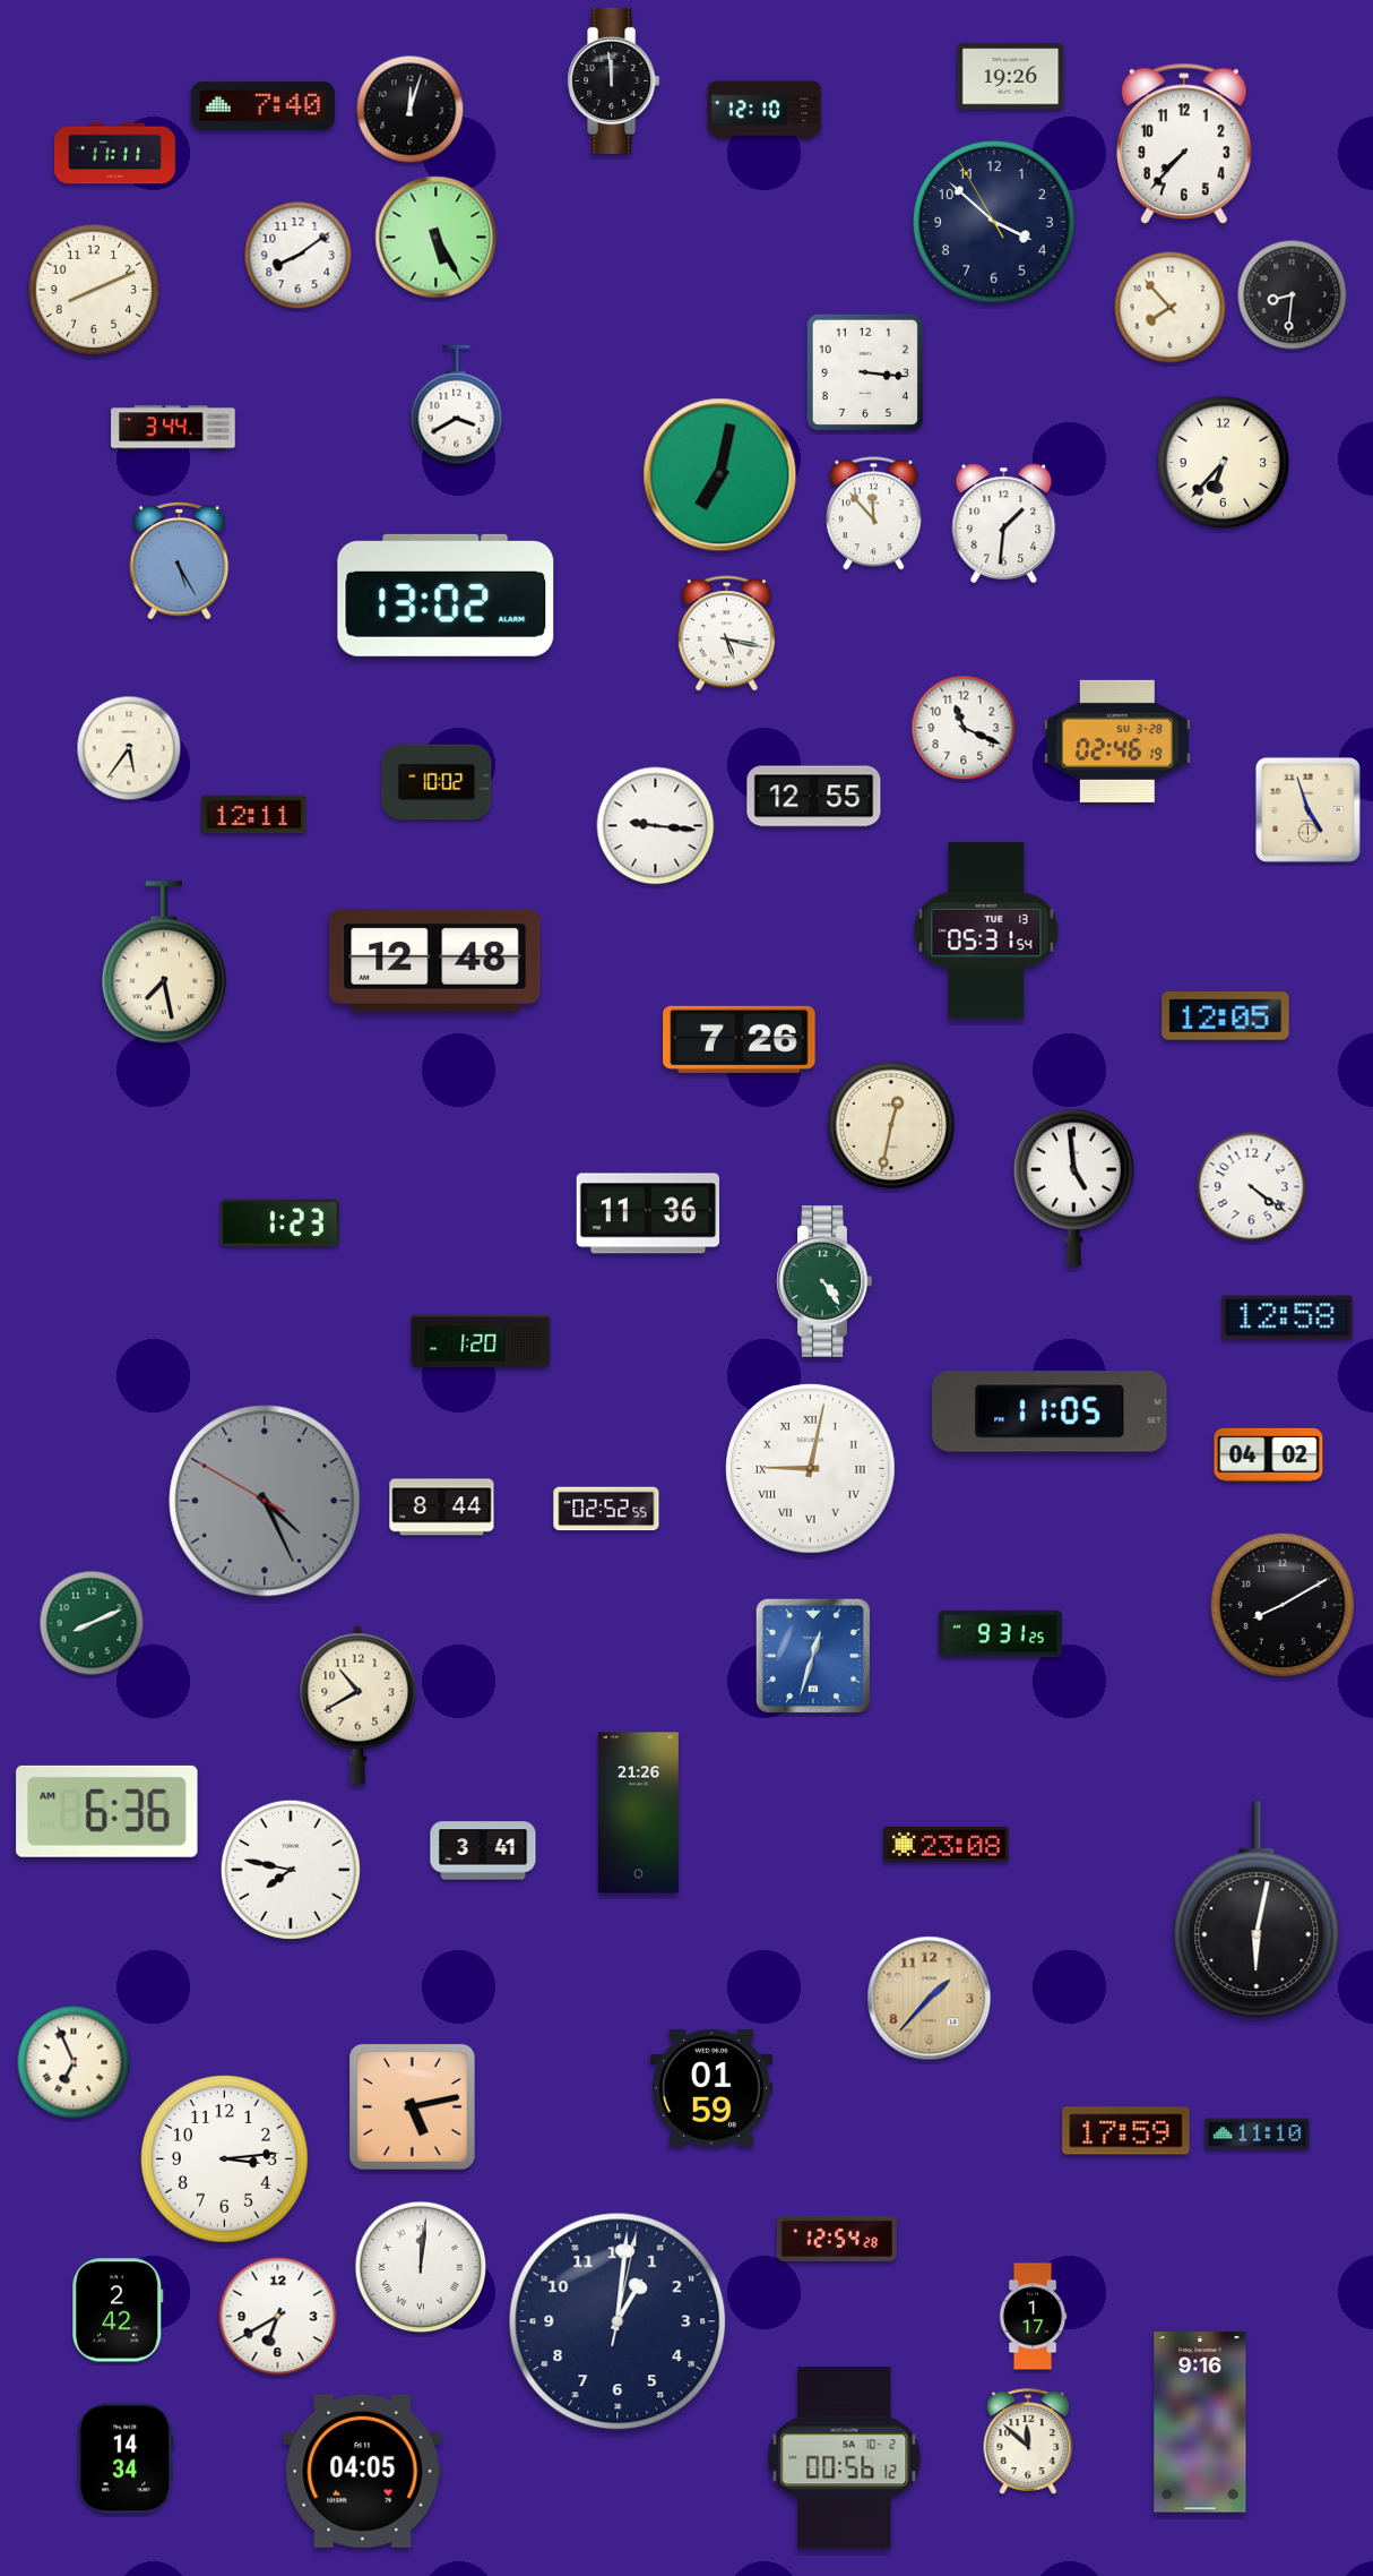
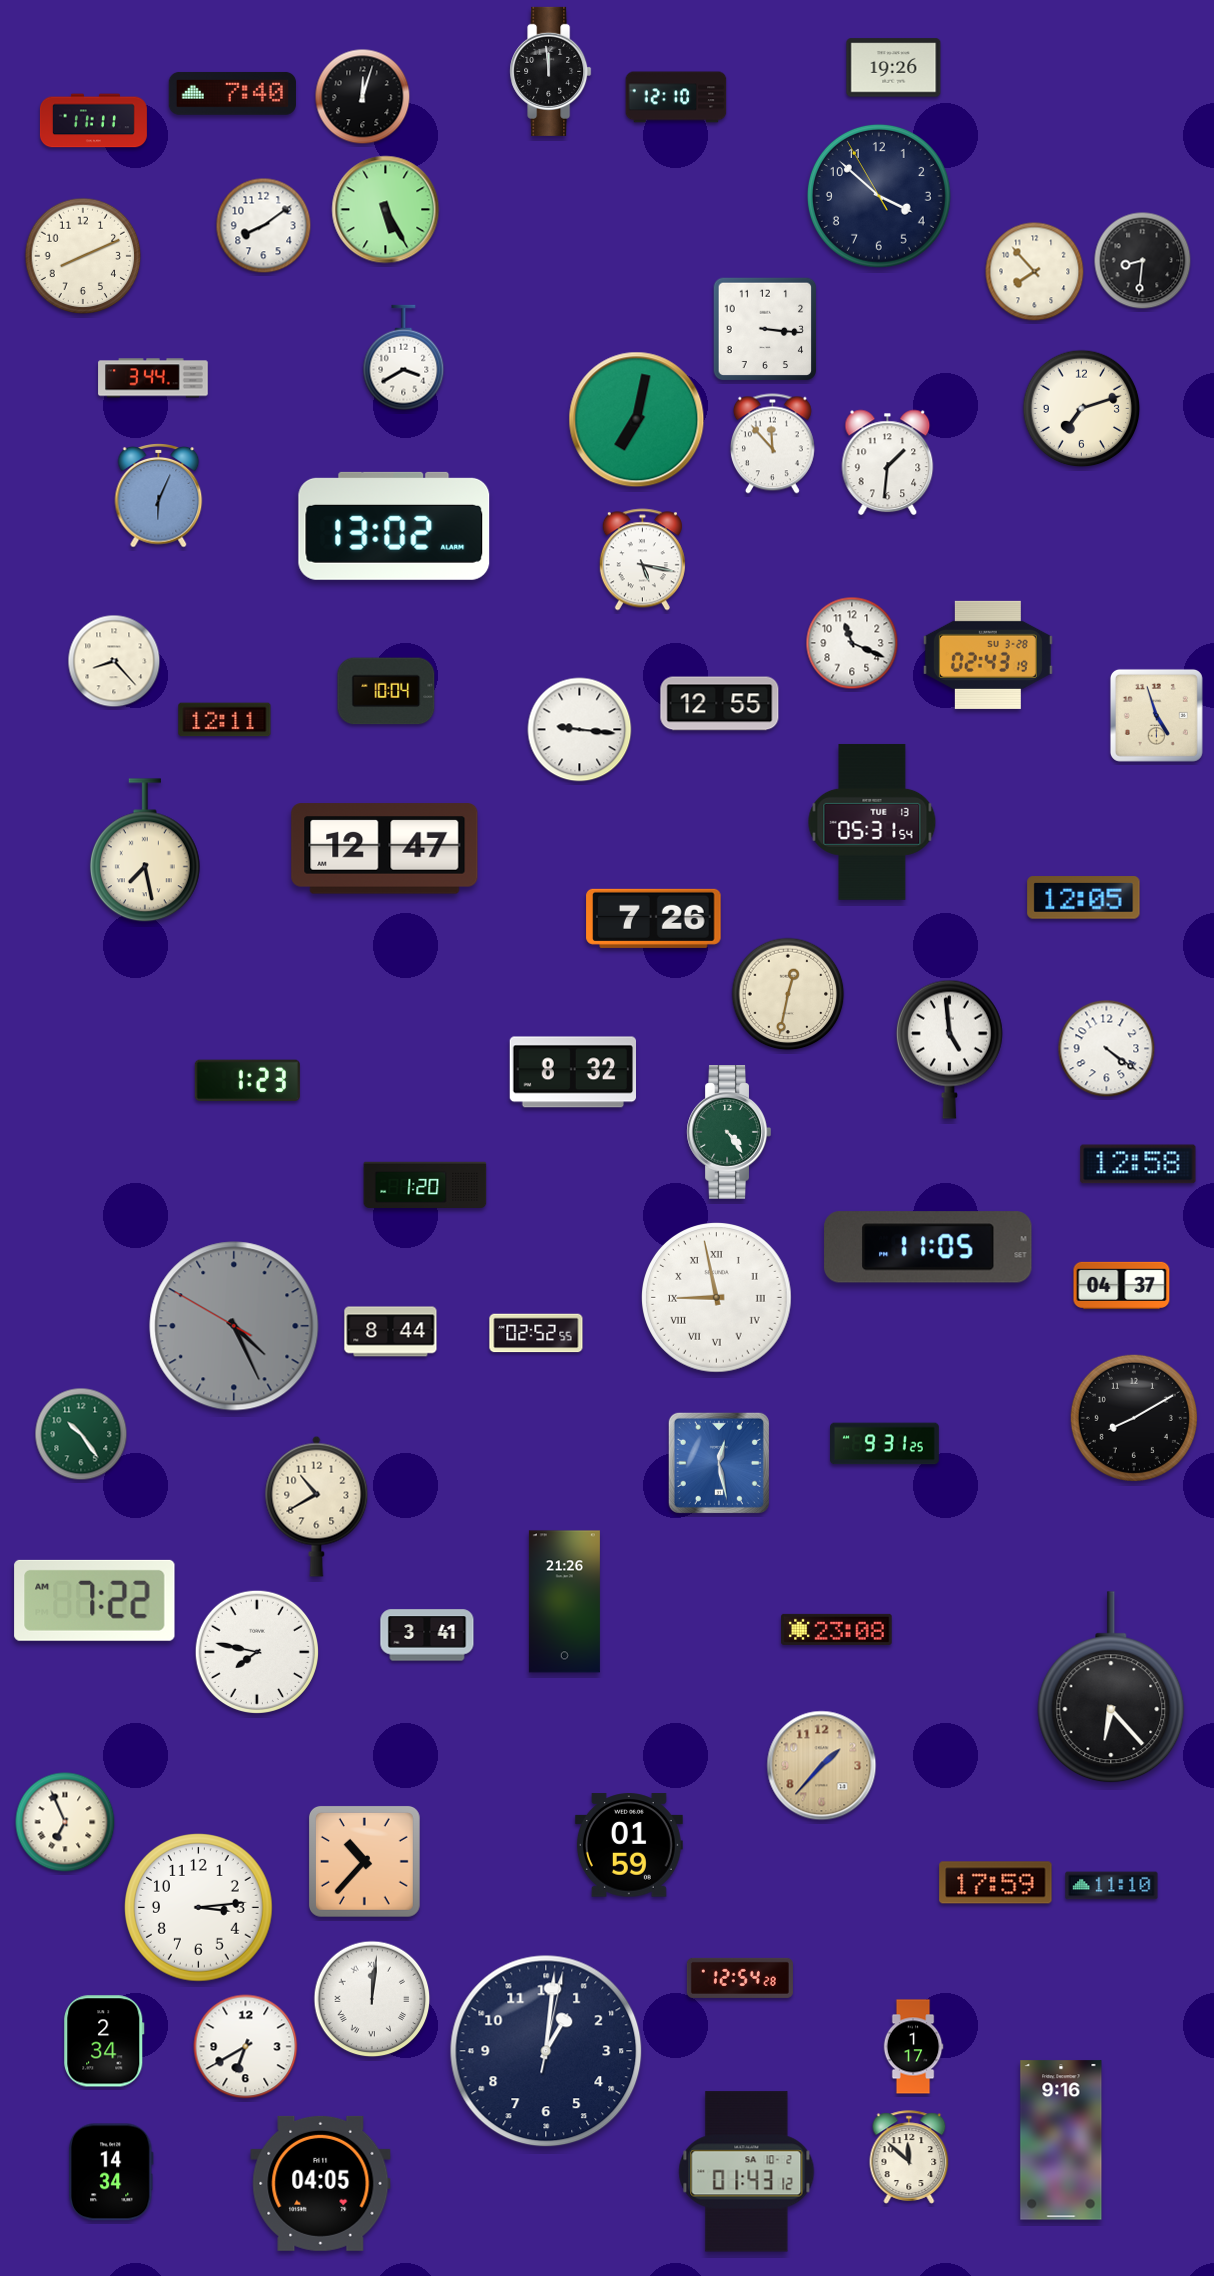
clock at (614, 80) position: (614, 80) -> (551, 71)
clock at (1184, 144): 7:37 -> none
clock at (114, 154) position: (114, 154) -> (93, 121)
clock at (1224, 463): 6:37 -> 7:12
clock at (873, 514) position: (873, 514) -> (772, 444)
clock at (180, 561): 5:25 -> 6:04
clock at (1117, 741): 02:46 -> 02:43
clock at (129, 748): 5:36 -> 8:23
clock at (437, 782): 10:02 -> 10:04
clock at (435, 961): 12:48 -> 12:47
clock at (647, 1213): 11:36 -> 8:32
clock at (1269, 1454): 04:02 -> 04:37
clock at (811, 1469): 9:02 -> 8:58
clock at (92, 1623): 8:11 -> 10:24
clock at (813, 1656): 12:33 -> 12:28
clock at (107, 1811): 6:36 -> 7:22
clock at (1257, 1910): 6:02 -> 6:23
clock at (412, 2106): 5:13 -> 10:37
clock at (421, 2267) position: (421, 2267) -> (372, 1999)
clock at (118, 2310): 2:42 -> 2:34
clock at (845, 2458): 00:56 -> 01:43
